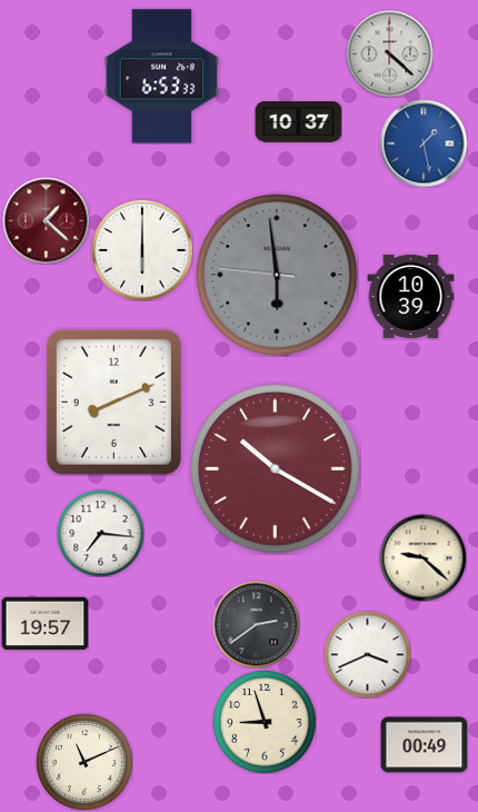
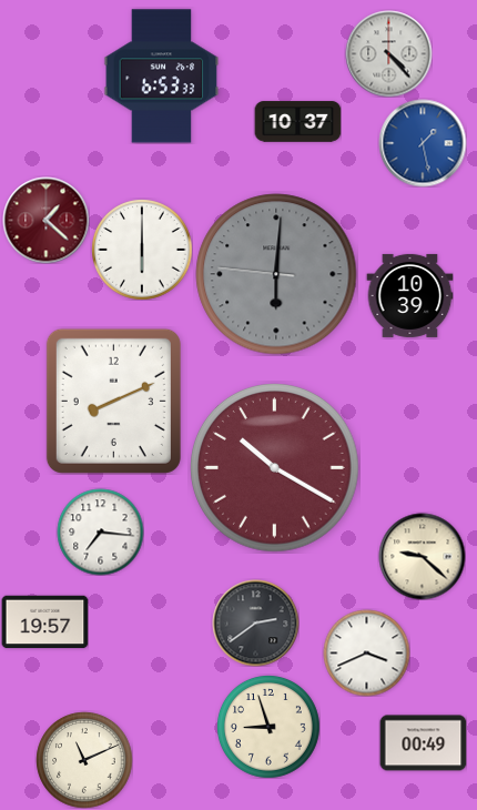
clock at (389, 53): 4:22 -> 4:23
clock at (277, 275): 5:58 -> 6:00
clock at (265, 722) position: (265, 722) -> (268, 727)
